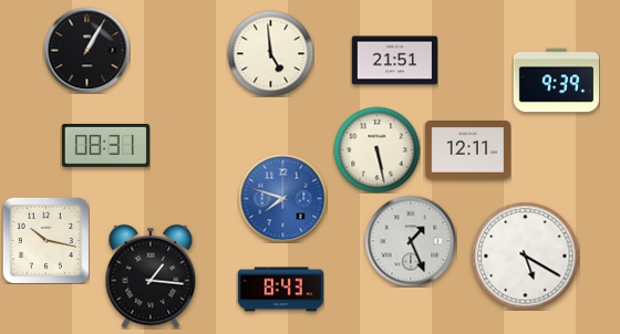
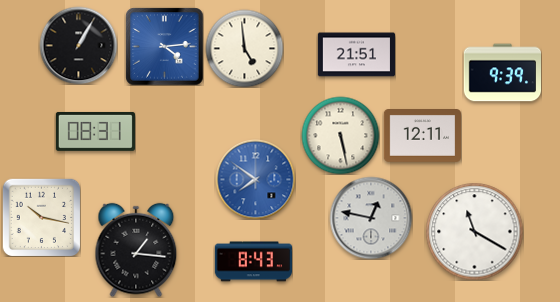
clock at (164, 46): none -> 4:14
clock at (282, 198): 7:48 -> 7:51
clock at (411, 241): 1:26 -> 12:47
clock at (525, 255): 5:20 -> 11:20
